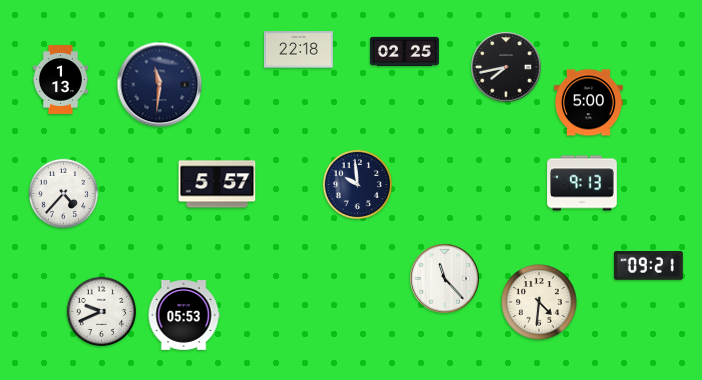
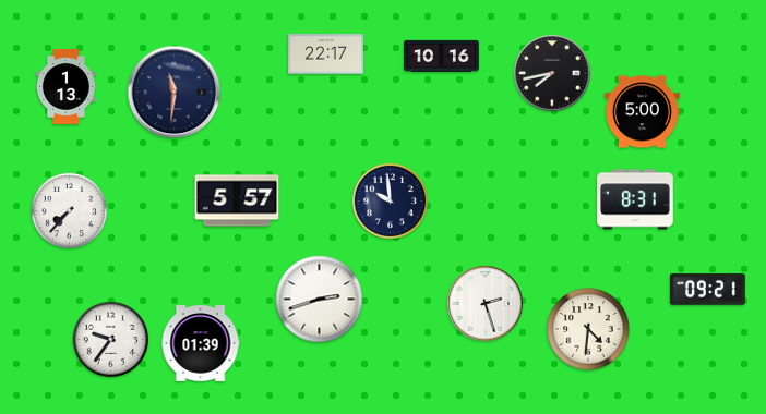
clock at (298, 50): 22:18 -> 22:17
clock at (404, 51): 02:25 -> 10:16
clock at (582, 183): 9:13 -> 8:31
clock at (64, 194): 4:37 -> 7:37
clock at (320, 300): none -> 2:42
clock at (445, 279): 11:23 -> 2:27
clock at (102, 312): 9:41 -> 9:36
clock at (184, 316): 05:53 -> 01:39
